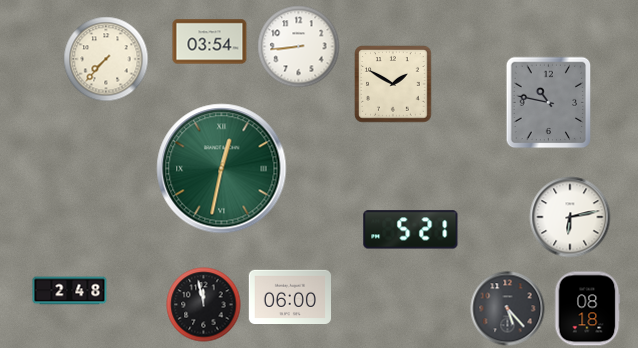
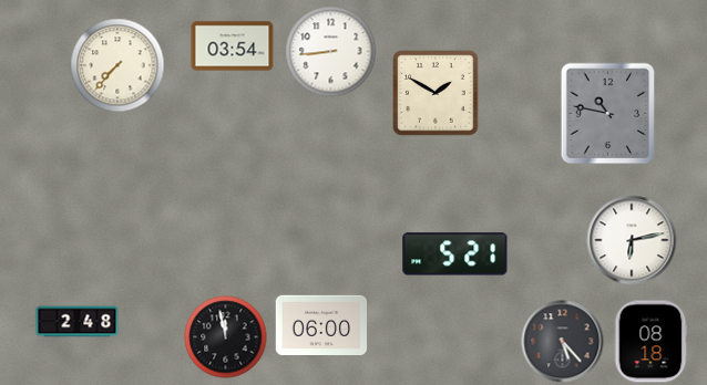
clock at (222, 169): 12:32 -> none
clock at (290, 296) position: (290, 296) -> (321, 324)
